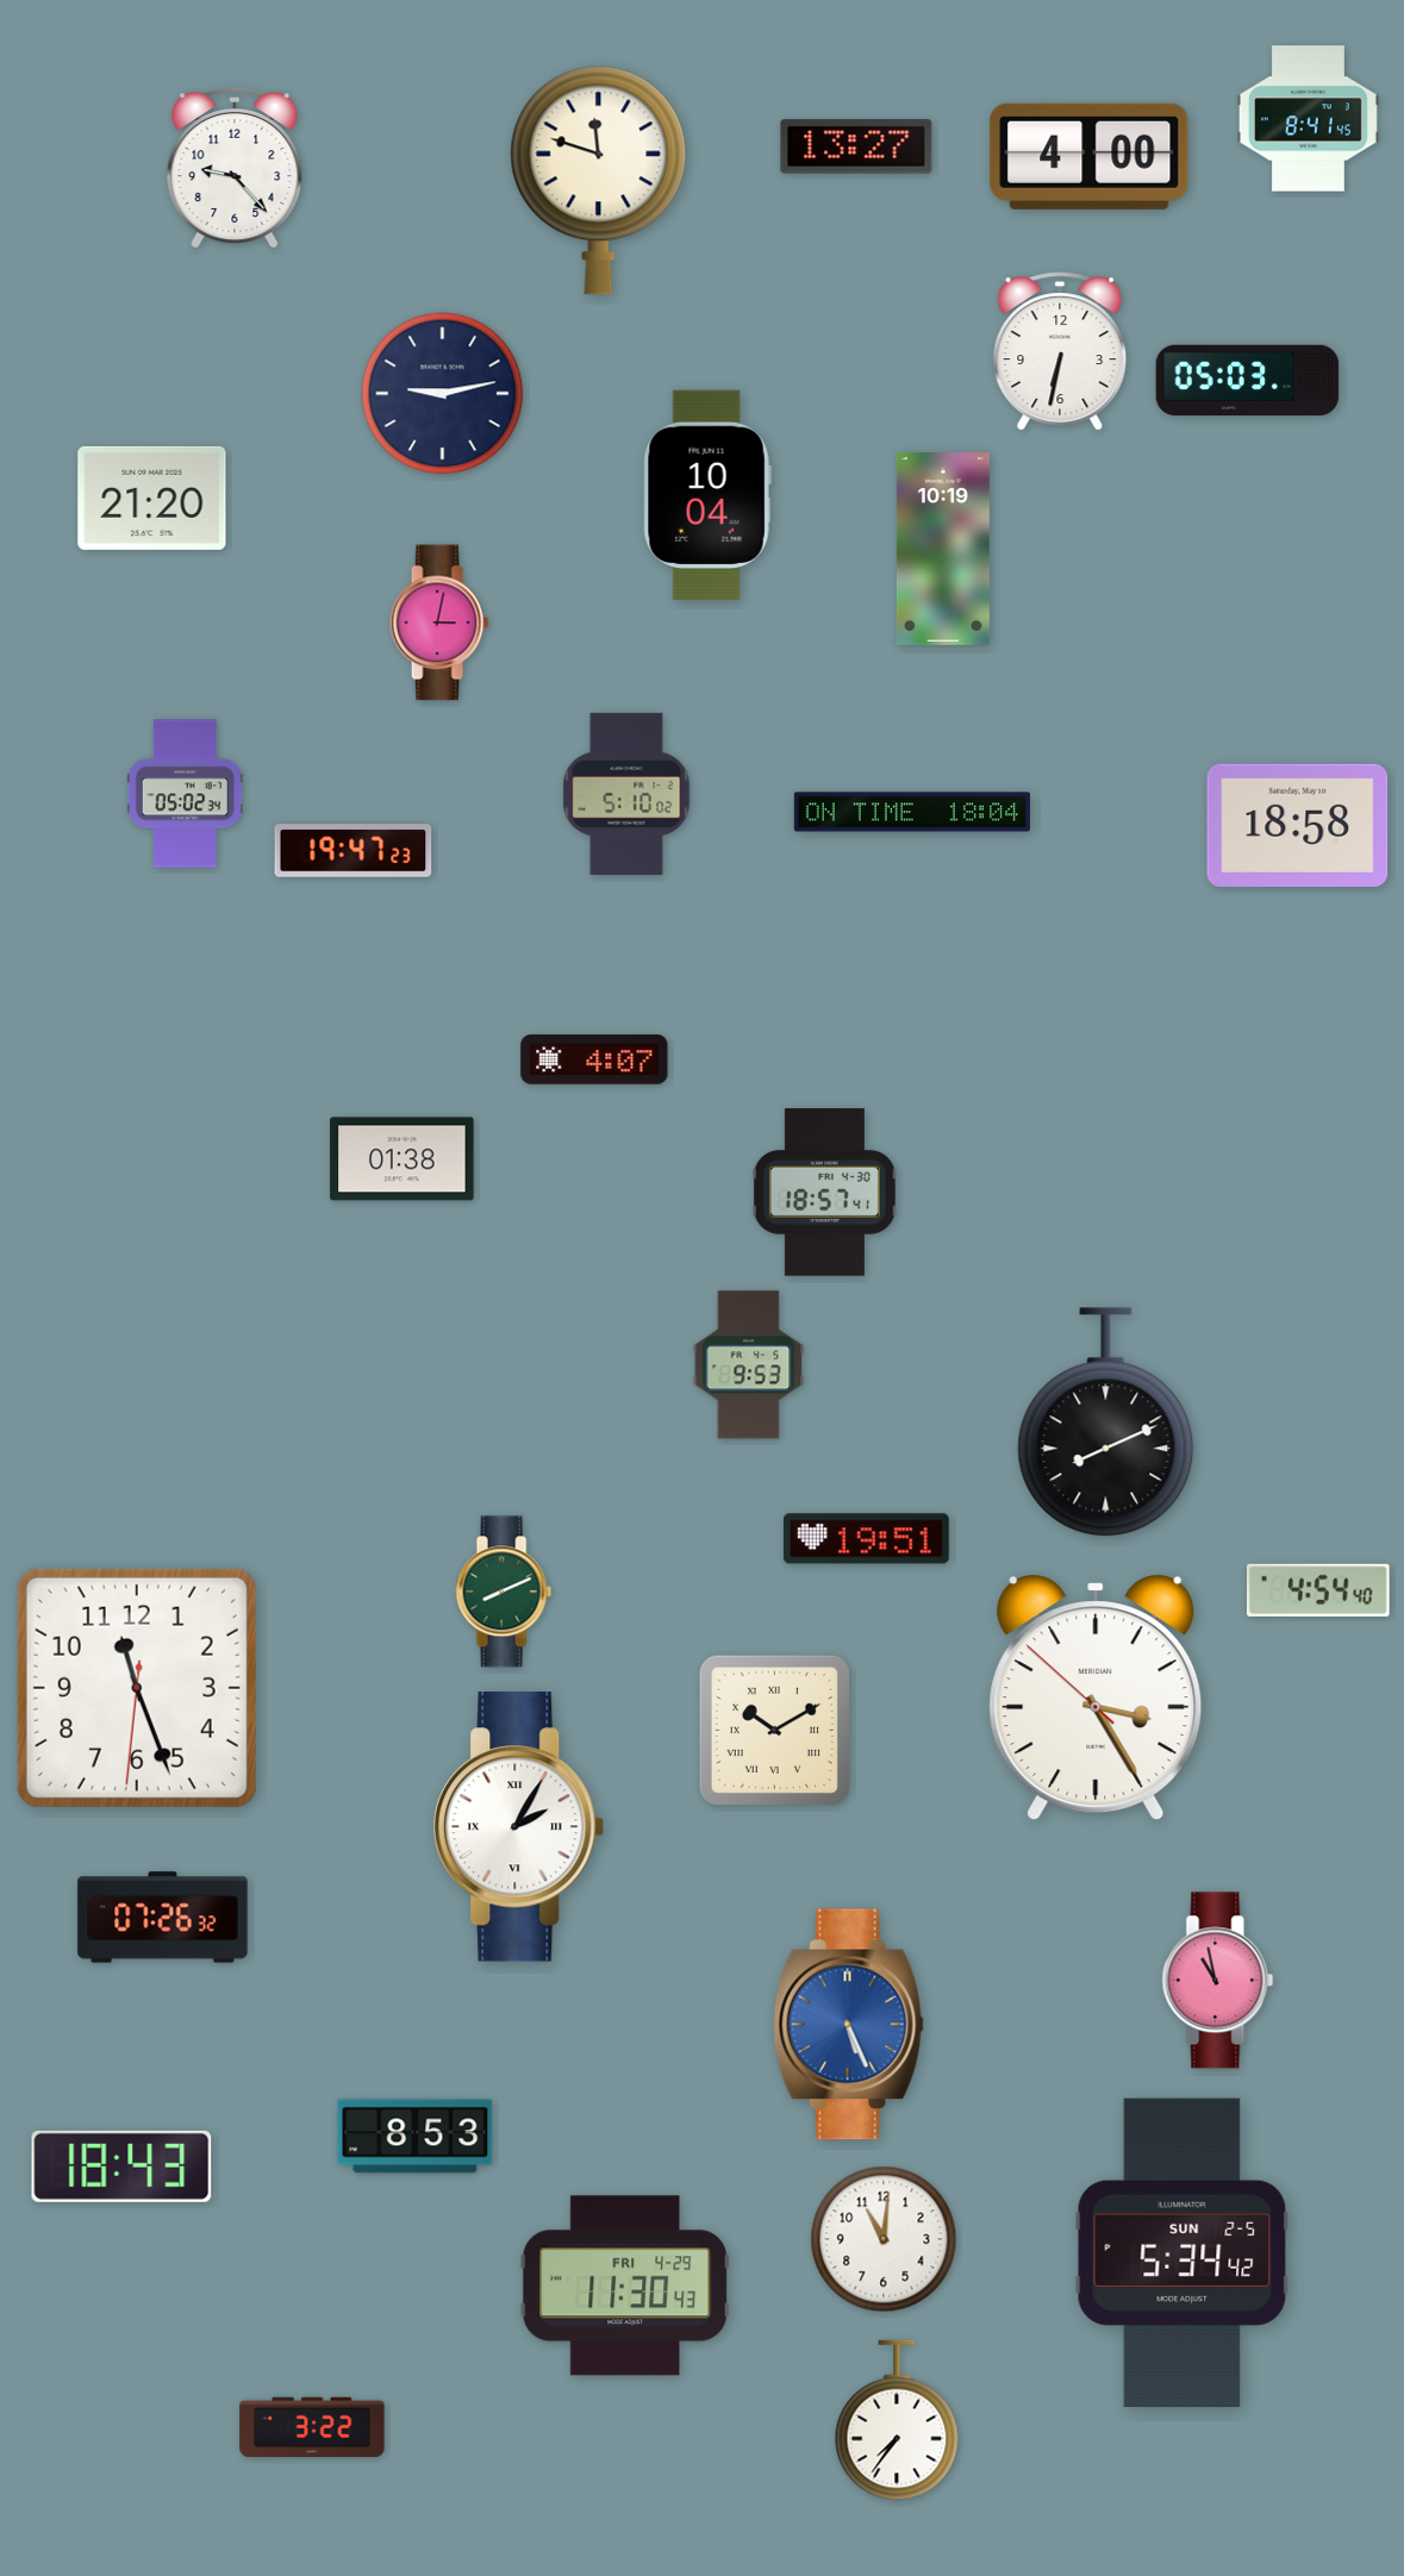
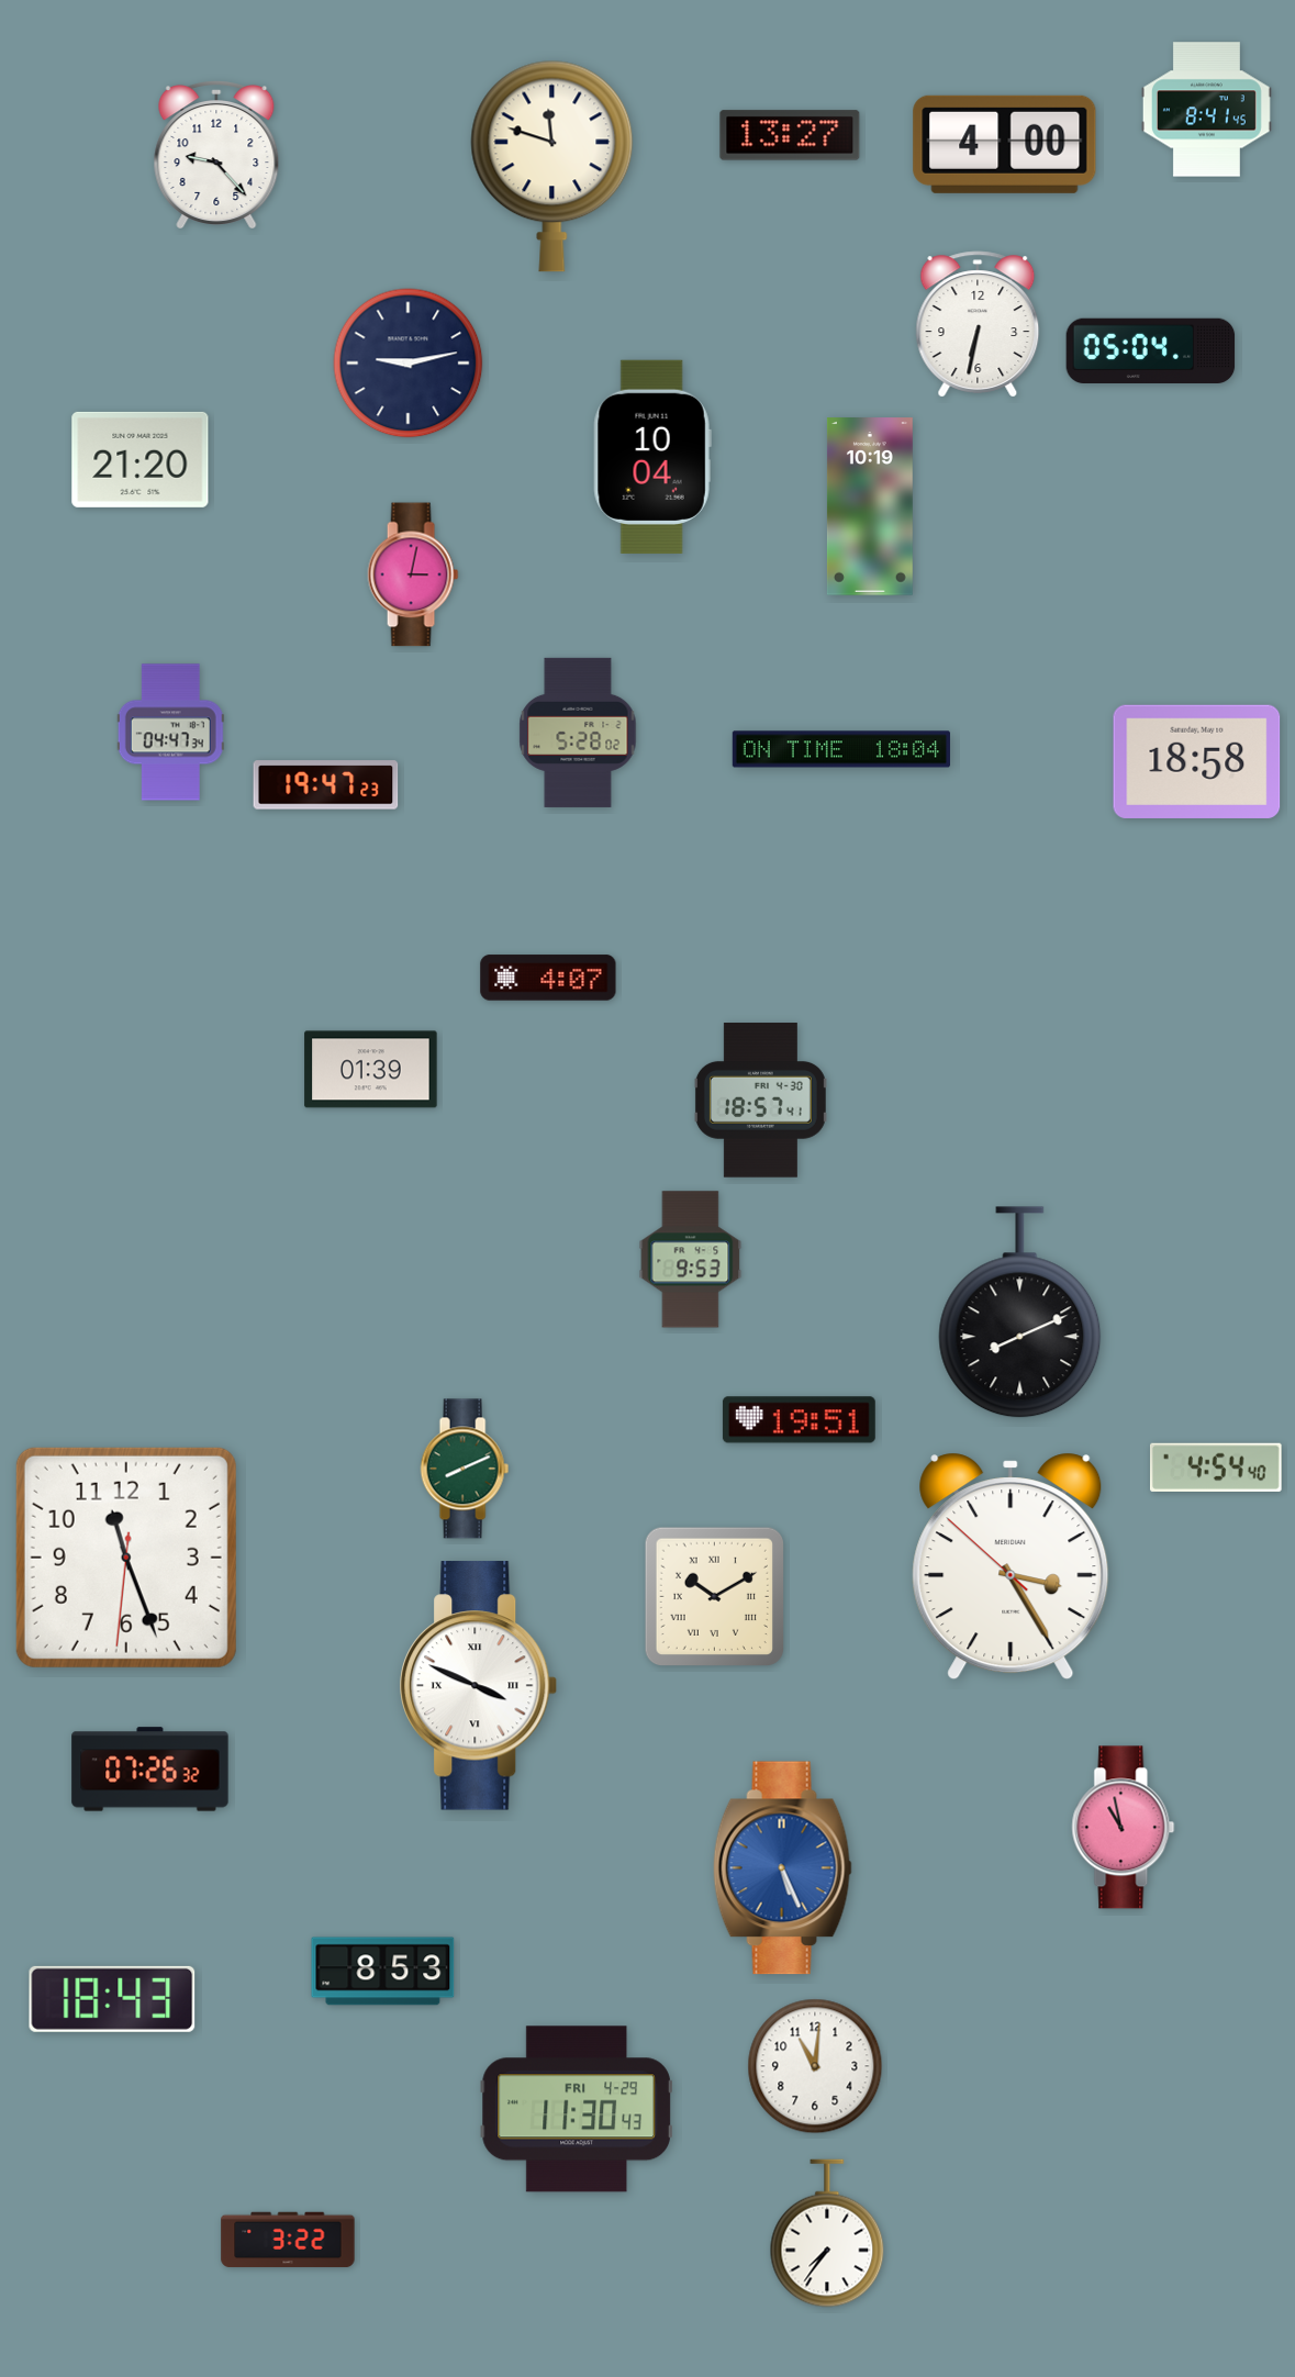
clock at (1248, 380): 05:03 -> 05:04
clock at (439, 623) position: (439, 623) -> (413, 574)
clock at (185, 794): 05:02 -> 04:47
clock at (626, 794): 5:10 -> 5:28
clock at (403, 1159): 01:38 -> 01:39
clock at (519, 1827): 2:05 -> 3:49
clock at (1183, 2252): 5:34 -> none
